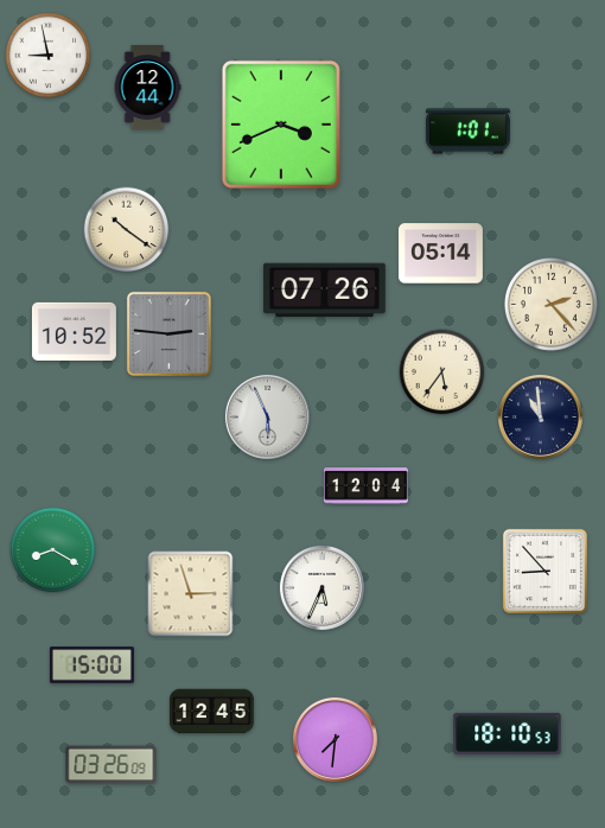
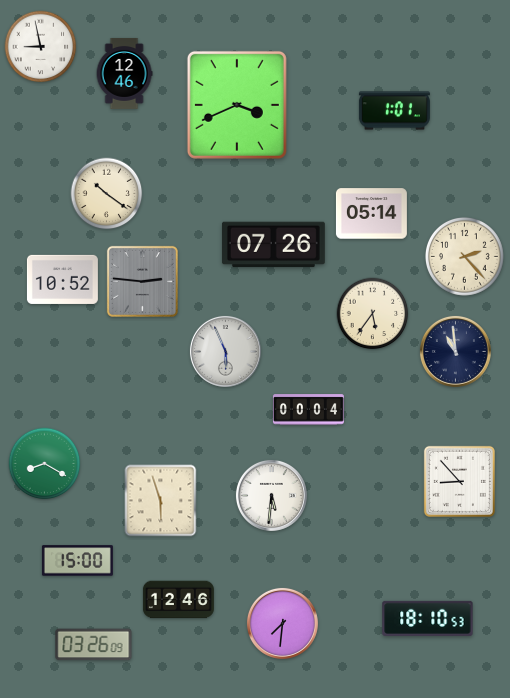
clock at (147, 87): 12:44 -> 12:46
clock at (365, 486): 12:04 -> 00:04
clock at (321, 587): 5:34 -> 5:31
clock at (191, 594): 2:57 -> 5:57
clock at (211, 712): 12:45 -> 12:46
